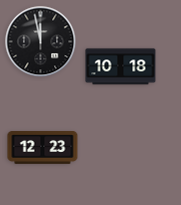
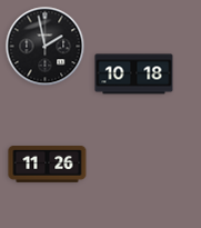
clock at (41, 42): 11:58 -> 1:58
clock at (43, 148): 12:23 -> 11:26
